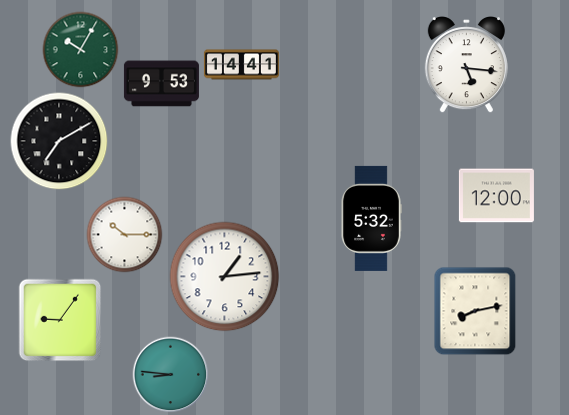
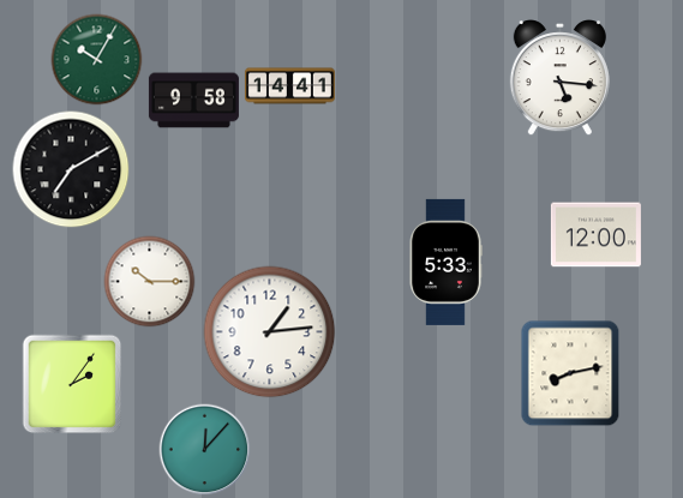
clock at (241, 65) position: (241, 65) -> (289, 86)
clock at (161, 84): 9:53 -> 9:58
clock at (371, 218): 5:32 -> 5:33
clock at (60, 320): 9:06 -> 2:06
clock at (171, 375): 8:46 -> 12:07
